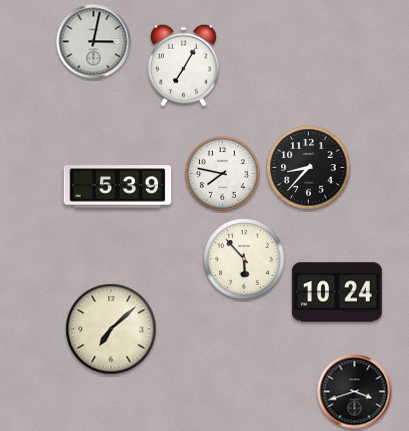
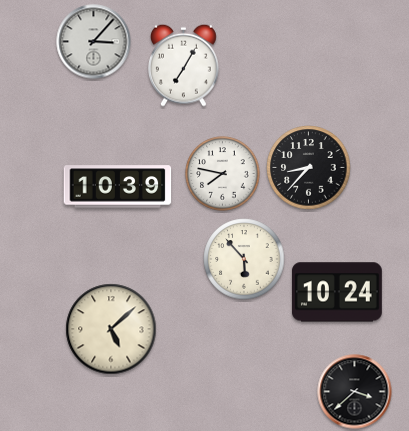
clock at (94, 42): 3:02 -> 3:07
clock at (118, 187): 5:39 -> 10:39
clock at (111, 329): 7:08 -> 5:08
clock at (355, 392): 3:42 -> 3:38
